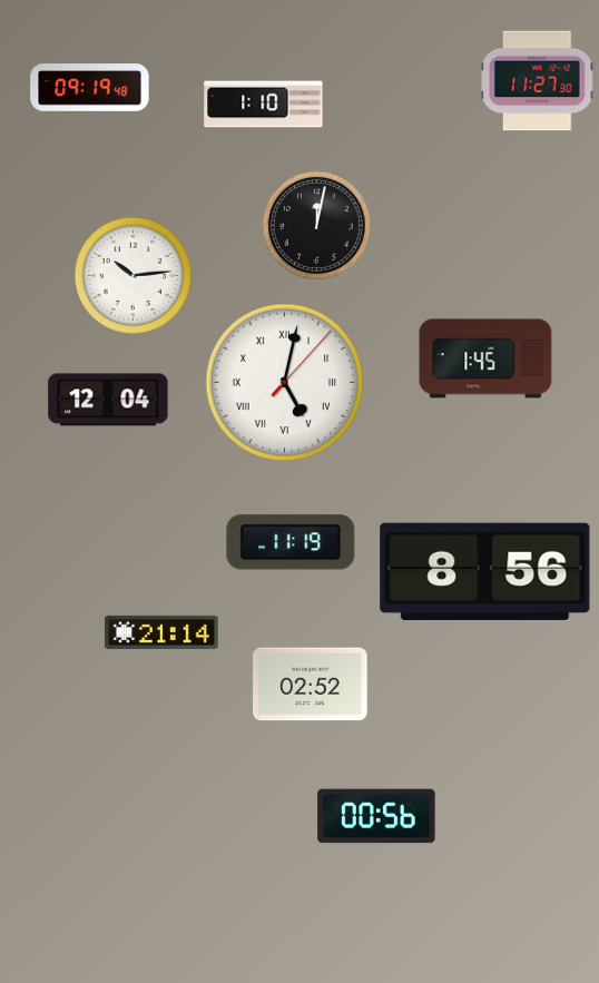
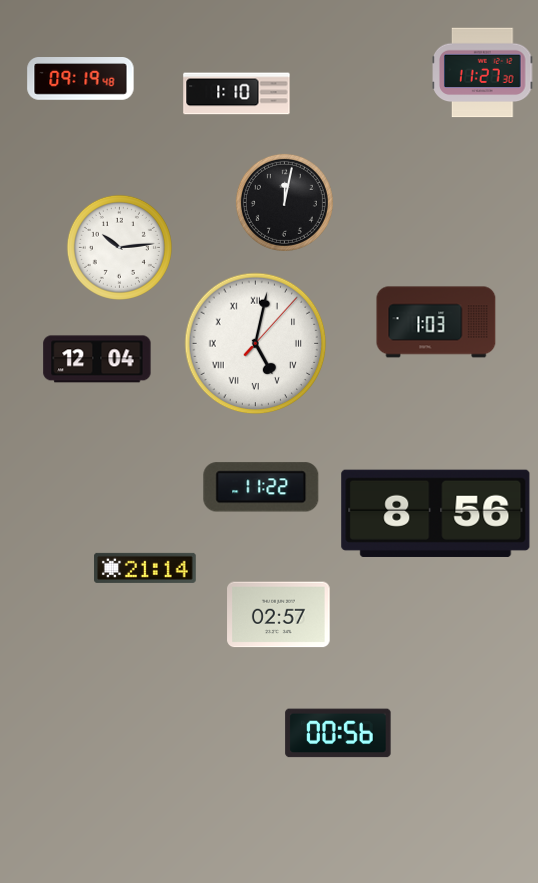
clock at (485, 358): 1:45 -> 1:03
clock at (291, 542): 11:19 -> 11:22
clock at (311, 685): 02:52 -> 02:57
